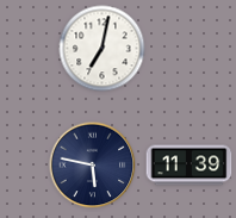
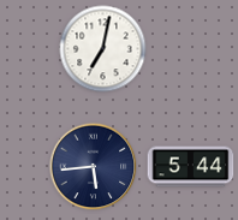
clock at (93, 166): 5:47 -> 5:44
clock at (190, 166): 11:39 -> 5:44
